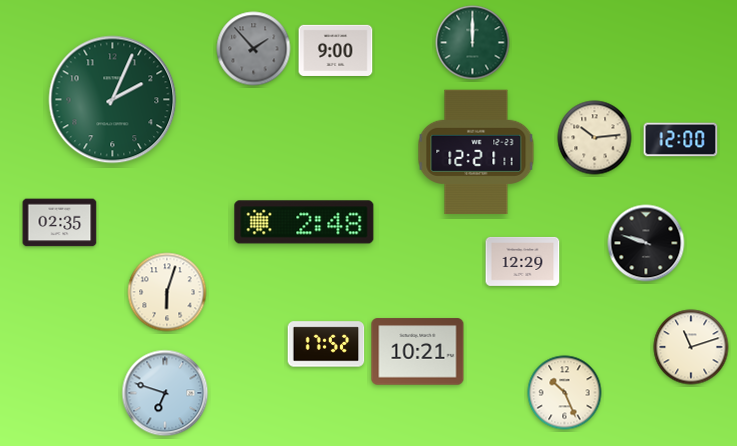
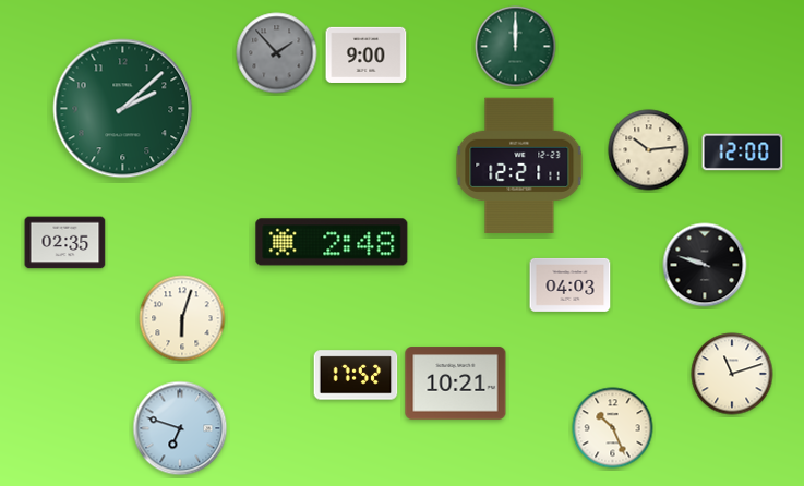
clock at (113, 100): 2:04 -> 2:08
clock at (523, 261): 12:29 -> 04:03
clock at (691, 347) position: (691, 347) -> (732, 374)
clock at (565, 393) position: (565, 393) -> (613, 428)
